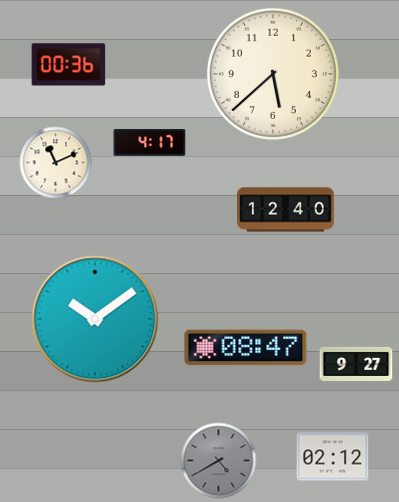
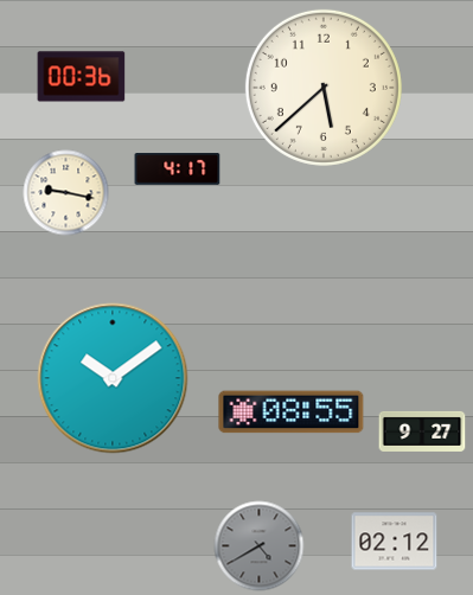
clock at (56, 163): 11:11 -> 9:17
clock at (286, 210): 12:40 -> none
clock at (246, 348): 08:47 -> 08:55
